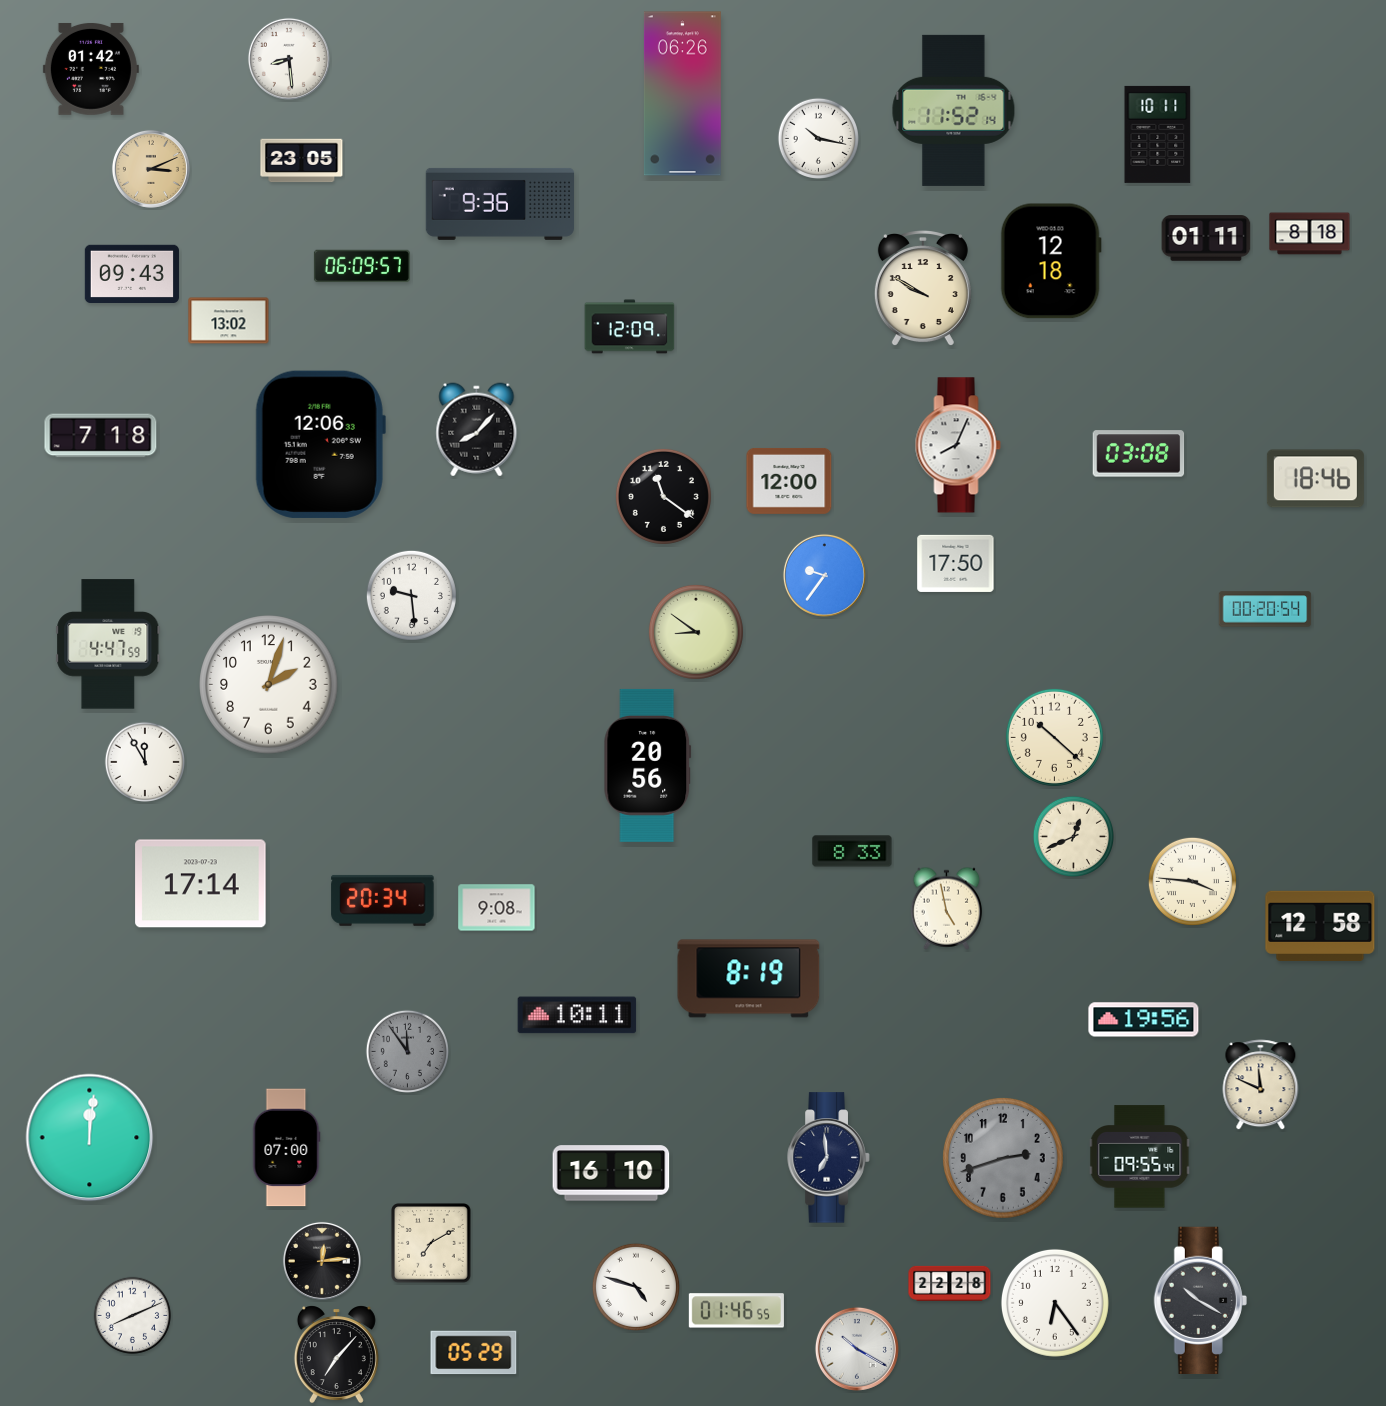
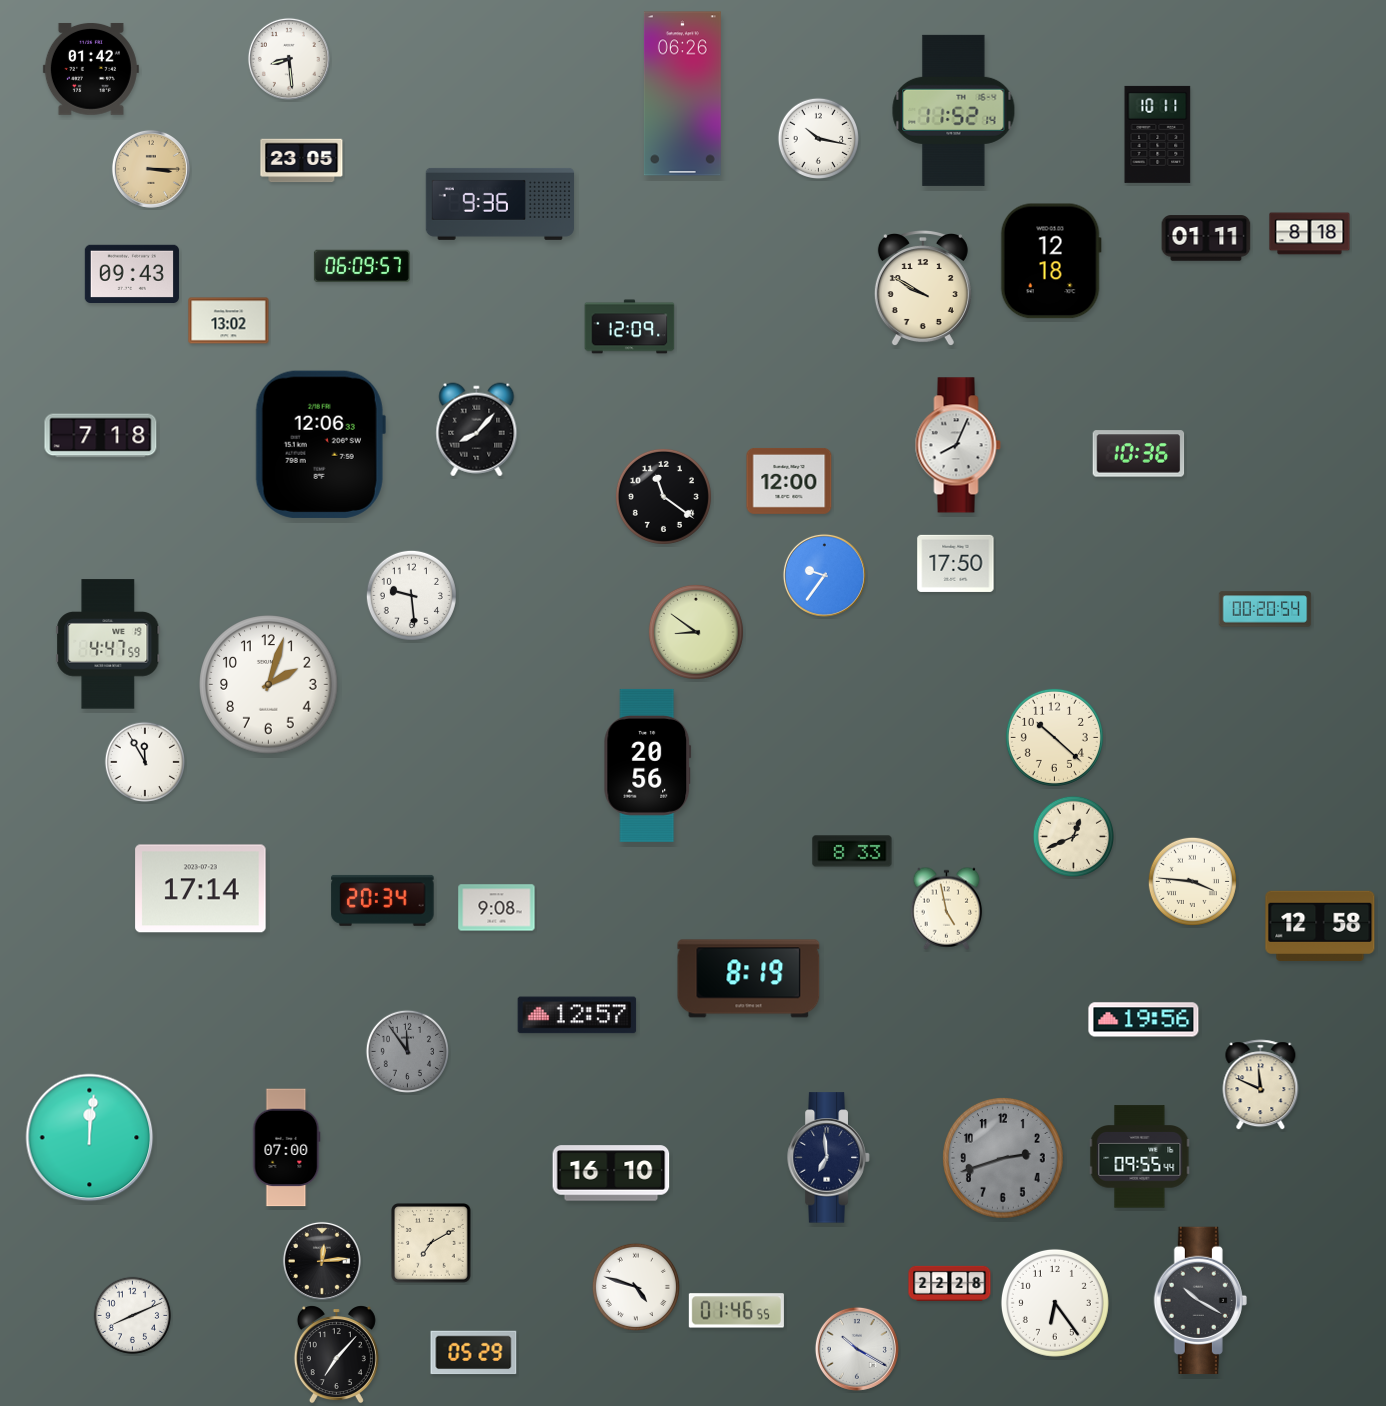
clock at (151, 169): 3:11 -> 3:15
clock at (1139, 454): 03:08 -> 10:36
clock at (1315, 479): 18:46 -> none
clock at (201, 884) position: (201, 884) -> (201, 889)
clock at (577, 1015): 10:11 -> 12:57
